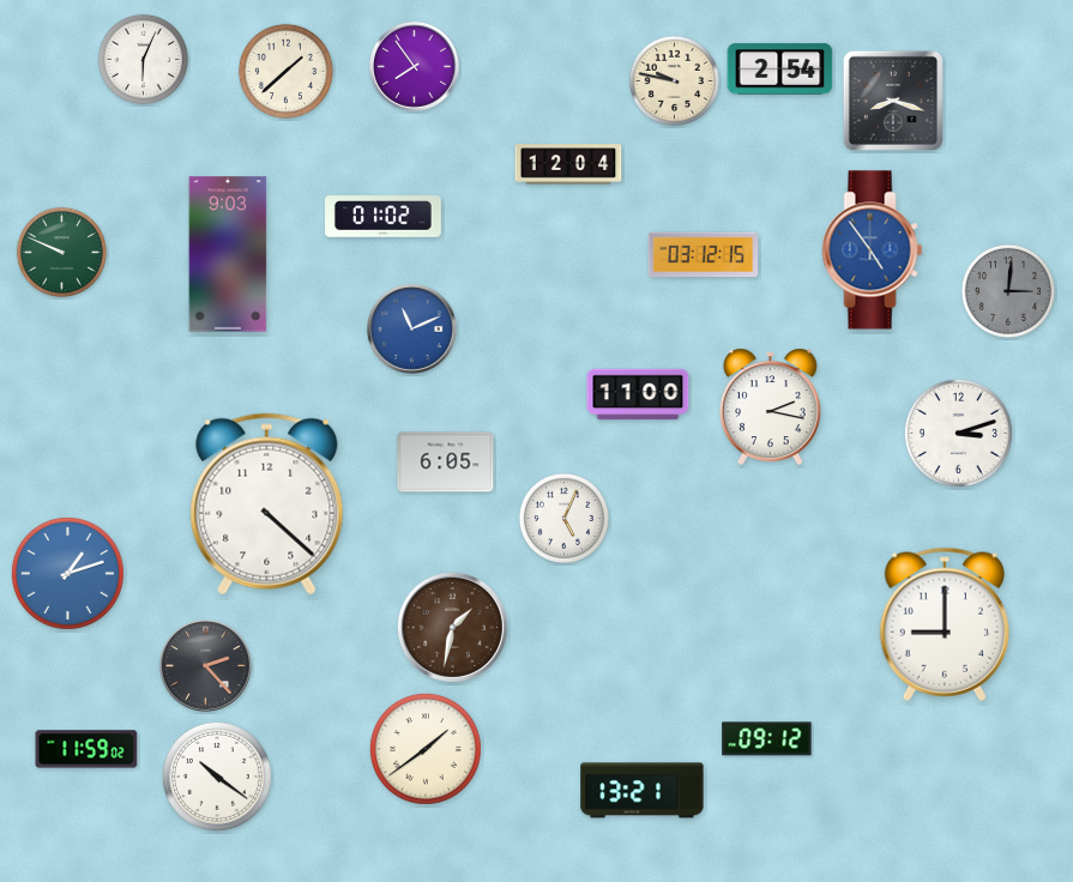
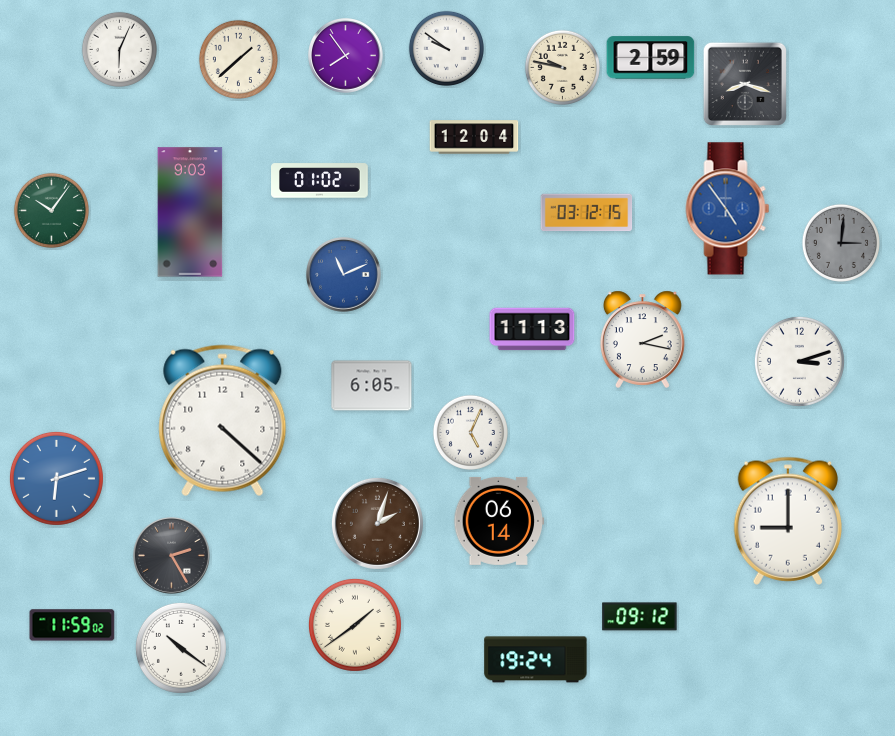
clock at (446, 48): none -> 9:51
clock at (780, 70): 2:54 -> 2:59
clock at (61, 252): 9:49 -> 10:06
clock at (638, 394): 11:00 -> 11:13
clock at (67, 573): 1:12 -> 6:12
clock at (499, 521): none -> 06:14
clock at (452, 627): 1:32 -> 2:03
clock at (206, 666): 2:23 -> 2:25
clock at (643, 791): 13:21 -> 19:24
